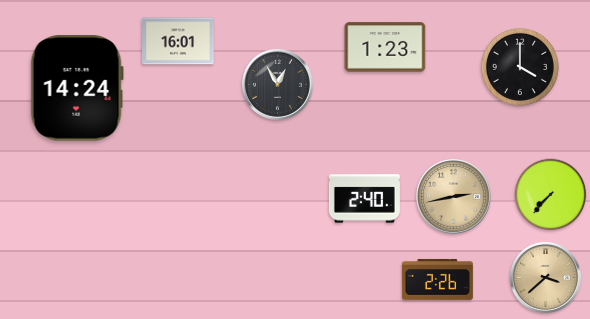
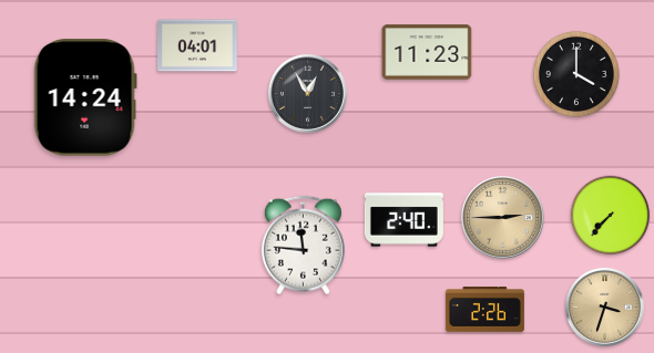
clock at (179, 41): 16:01 -> 04:01
clock at (385, 47): 1:23 -> 11:23
clock at (454, 197): 2:43 -> 2:45
clock at (303, 246): none -> 11:46
clock at (545, 277): 3:38 -> 3:33
